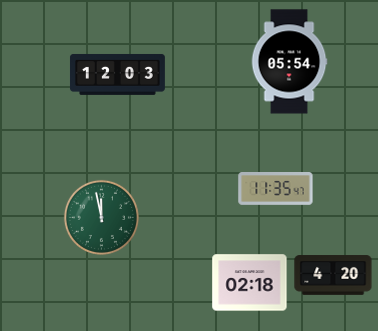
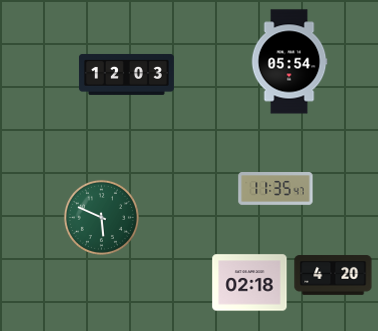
clock at (117, 74) position: (117, 74) -> (126, 74)
clock at (101, 217): 11:58 -> 5:49
